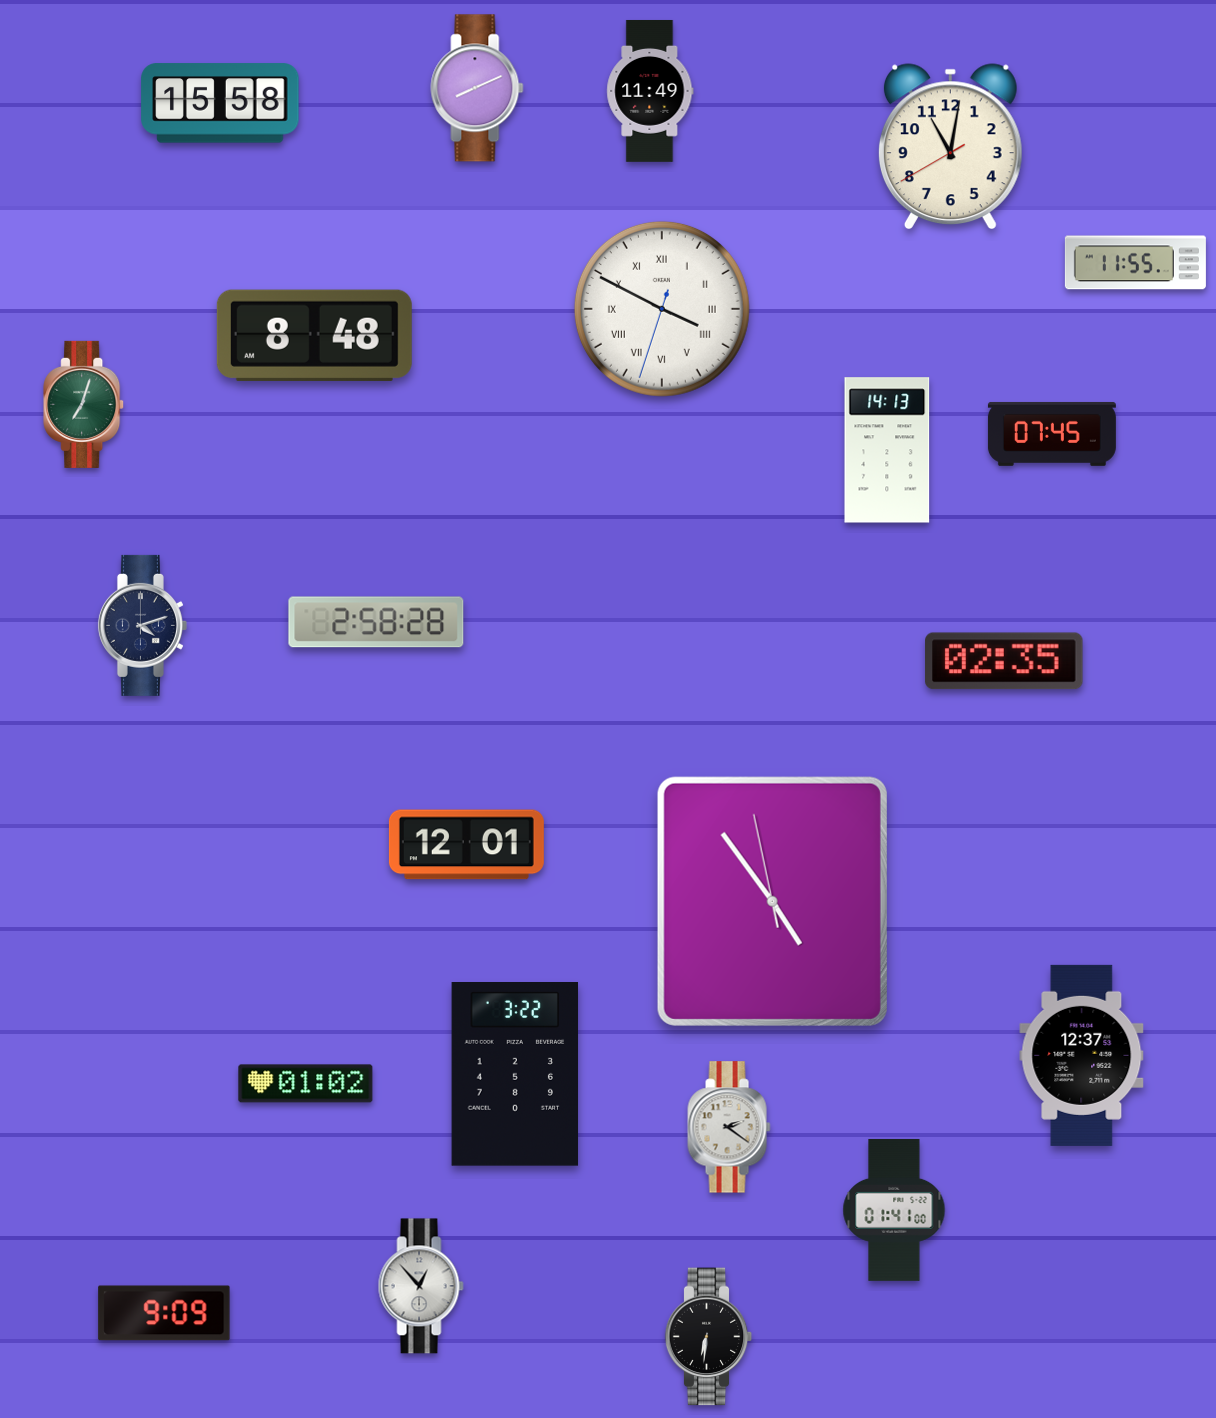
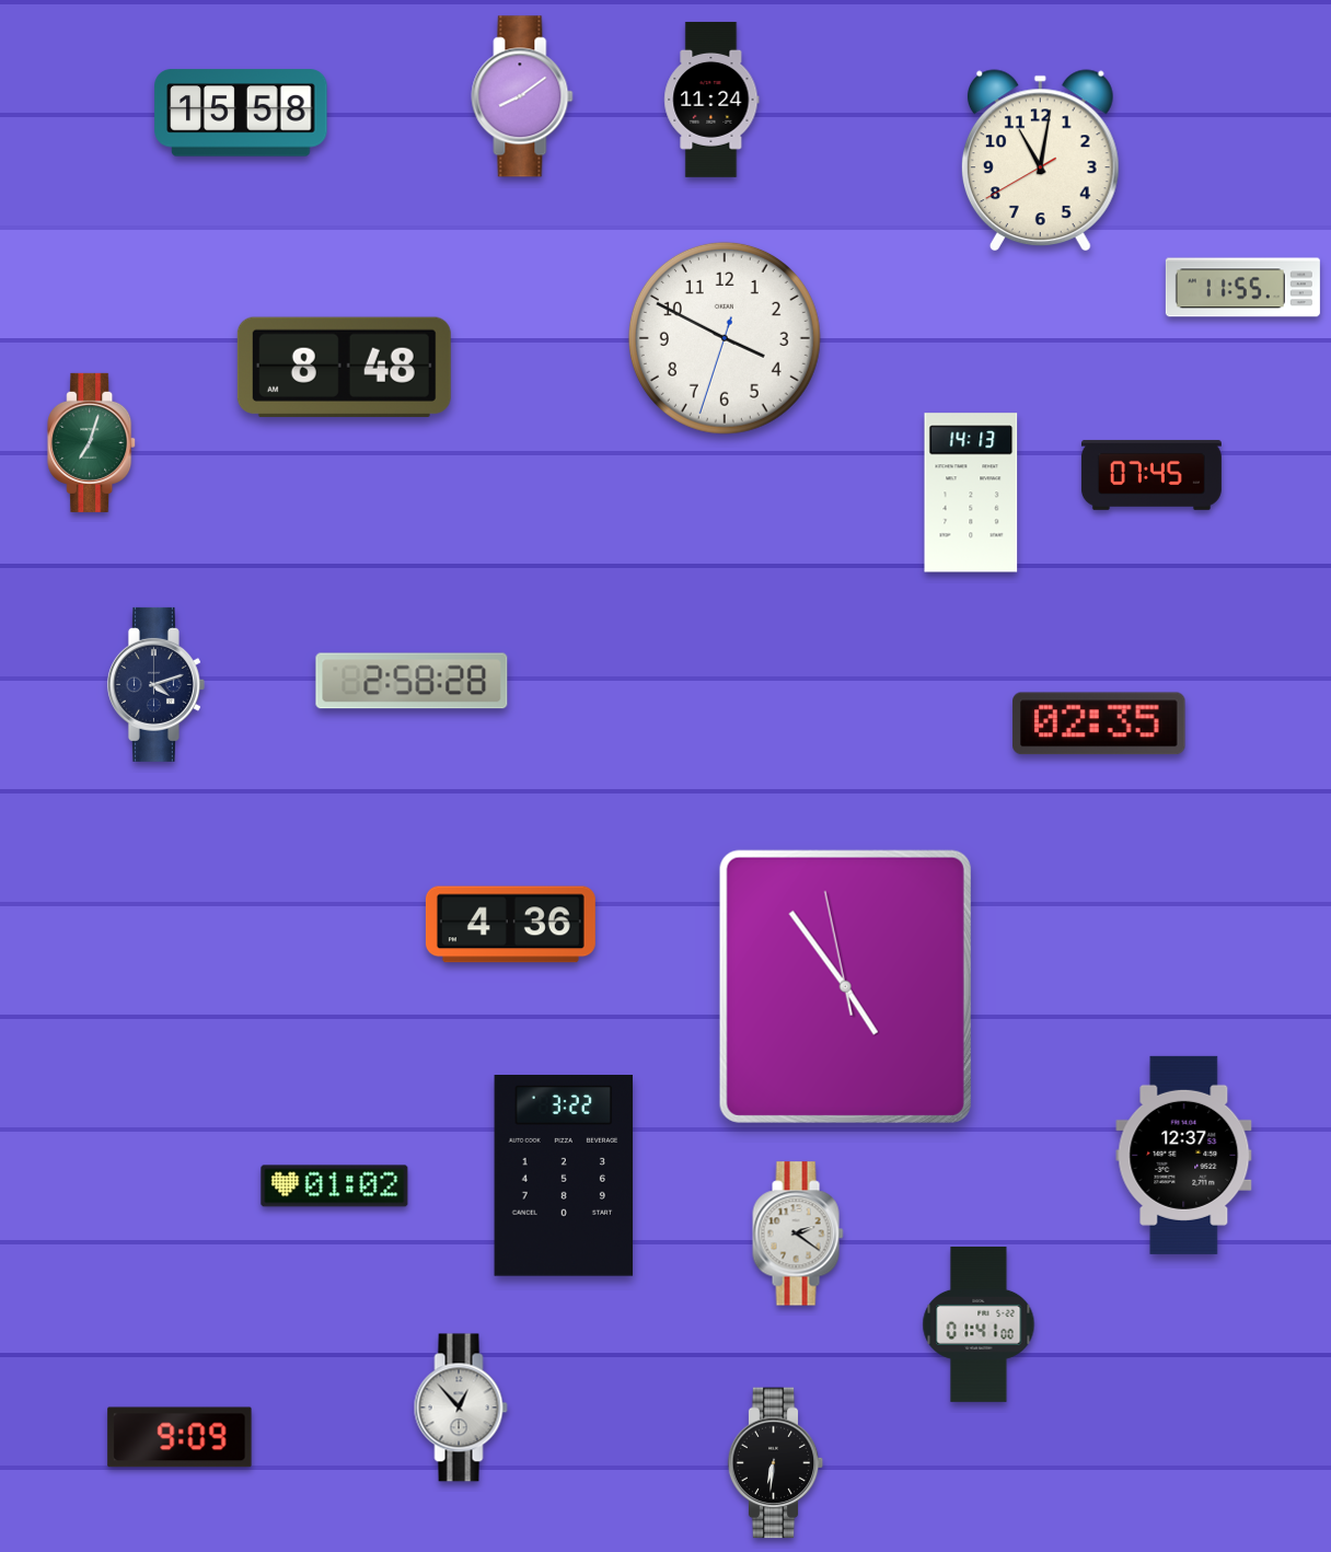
clock at (477, 88): 8:11 -> 8:09
clock at (650, 91): 11:49 -> 11:24
clock at (662, 309) numerals: Roman -> Arabic
clock at (466, 845): 12:01 -> 4:36
